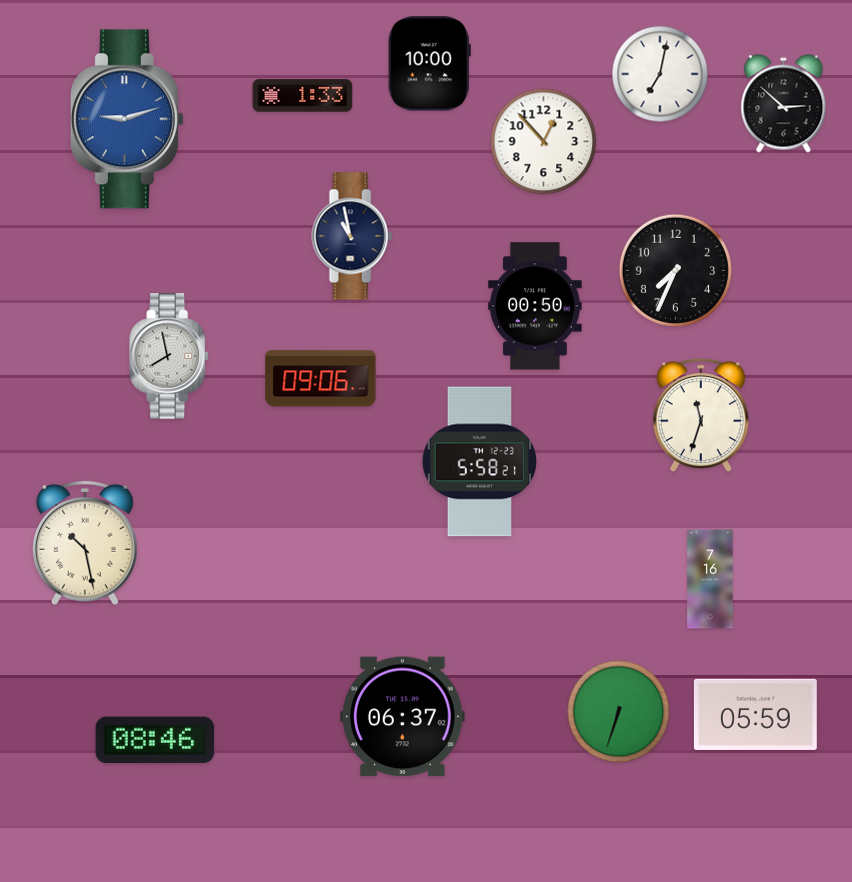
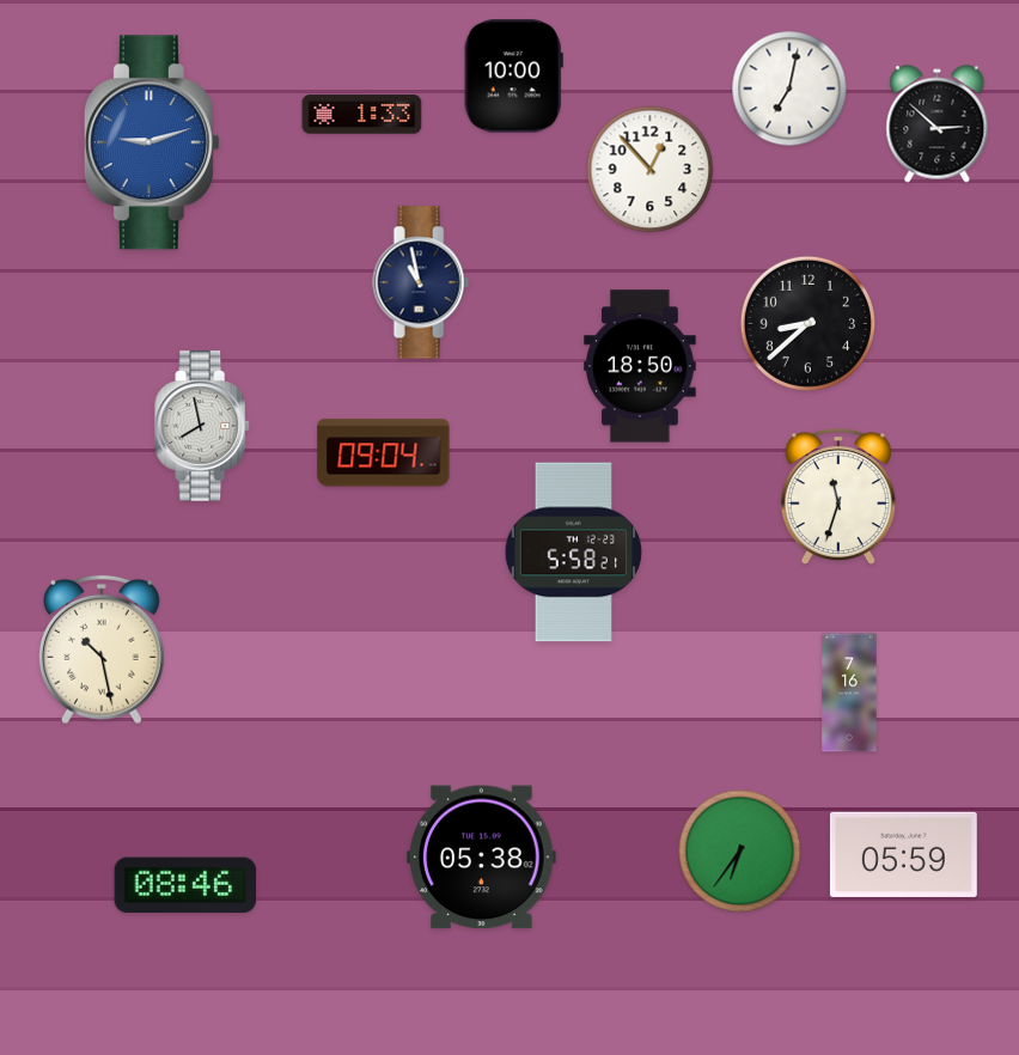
clock at (675, 270): 7:34 -> 8:38
clock at (535, 306): 00:50 -> 18:50
clock at (321, 379): 09:06 -> 09:04
clock at (619, 712): 6:33 -> 6:36
clock at (403, 717): 06:37 -> 05:38
